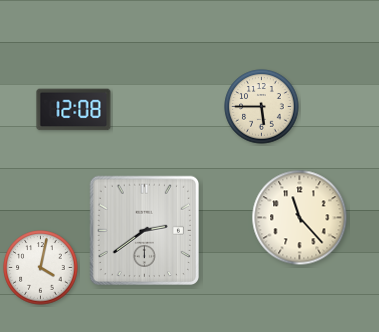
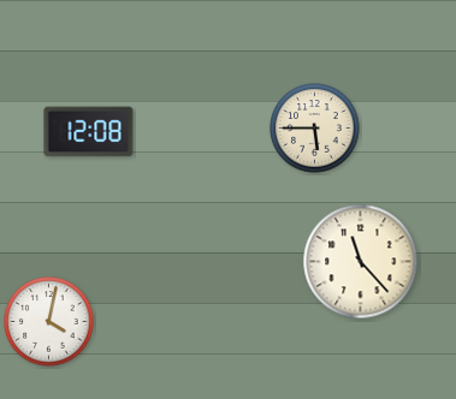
clock at (144, 230): 2:39 -> none
